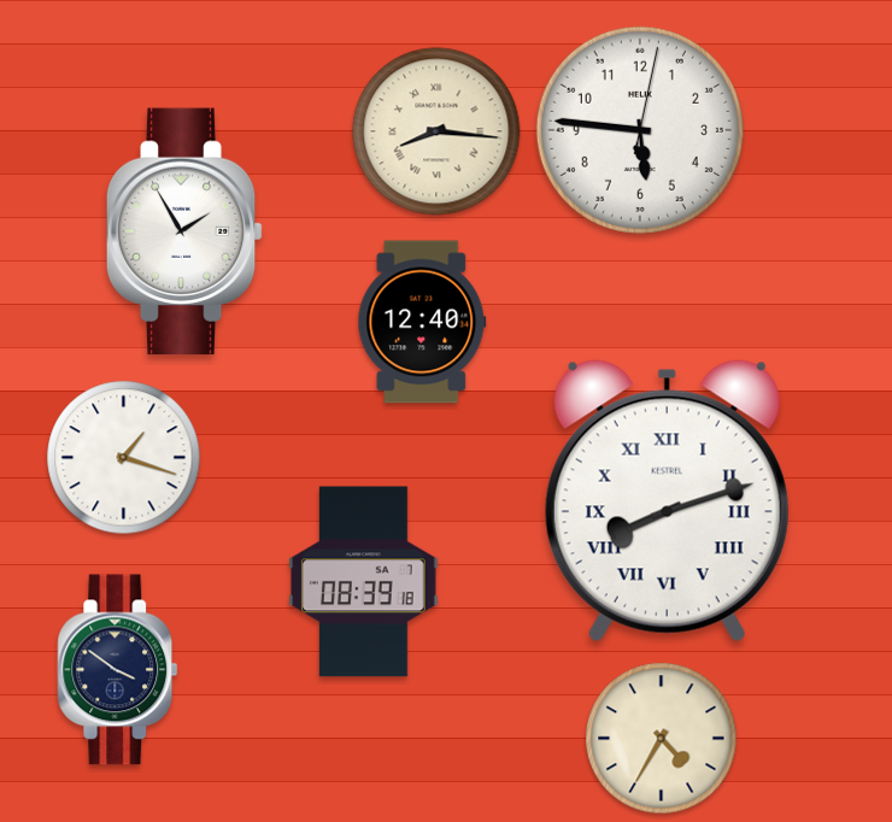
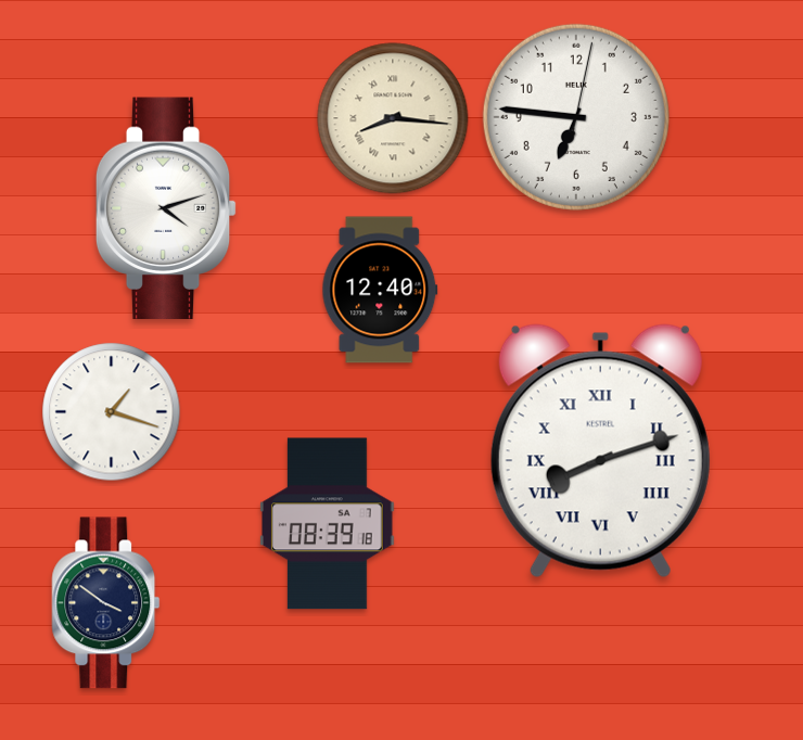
clock at (640, 130): 5:46 -> 6:46
clock at (184, 231): 1:55 -> 4:12
clock at (662, 739): 4:35 -> none
